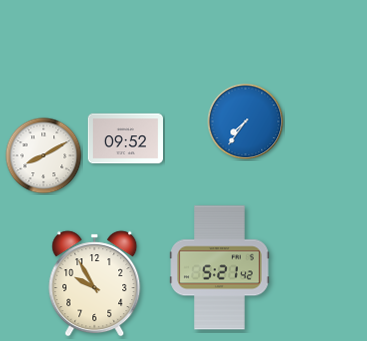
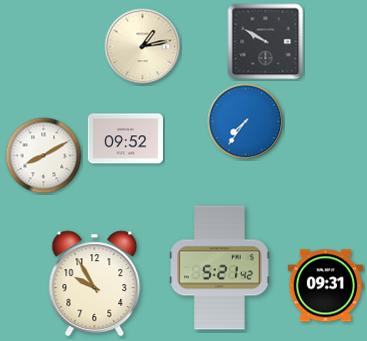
clock at (266, 42): none -> 9:50
clock at (143, 47): none -> 1:13
clock at (325, 286): none -> 09:31
